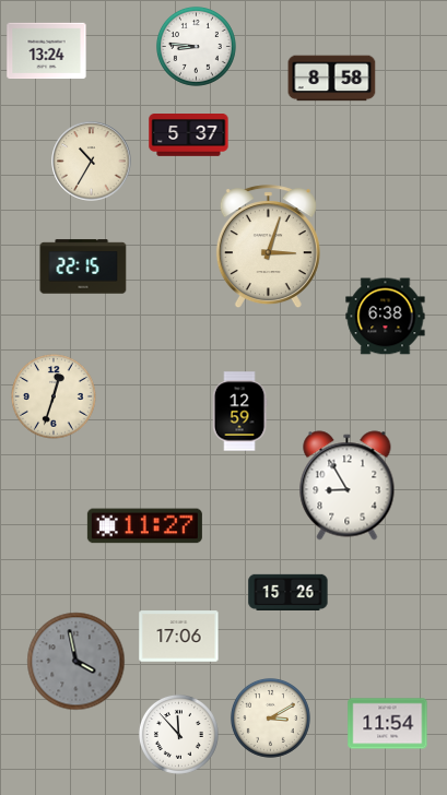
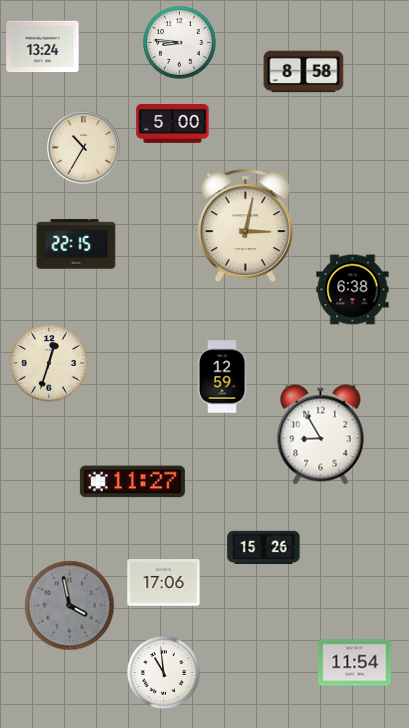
clock at (189, 135): 5:37 -> 5:00
clock at (268, 247): 3:03 -> 3:02
clock at (239, 412) position: (239, 412) -> (222, 377)
clock at (348, 486) position: (348, 486) -> (321, 435)
clock at (289, 592) position: (289, 592) -> (264, 547)
clock at (270, 717): 3:10 -> none
clock at (178, 734): 11:53 -> 10:59
